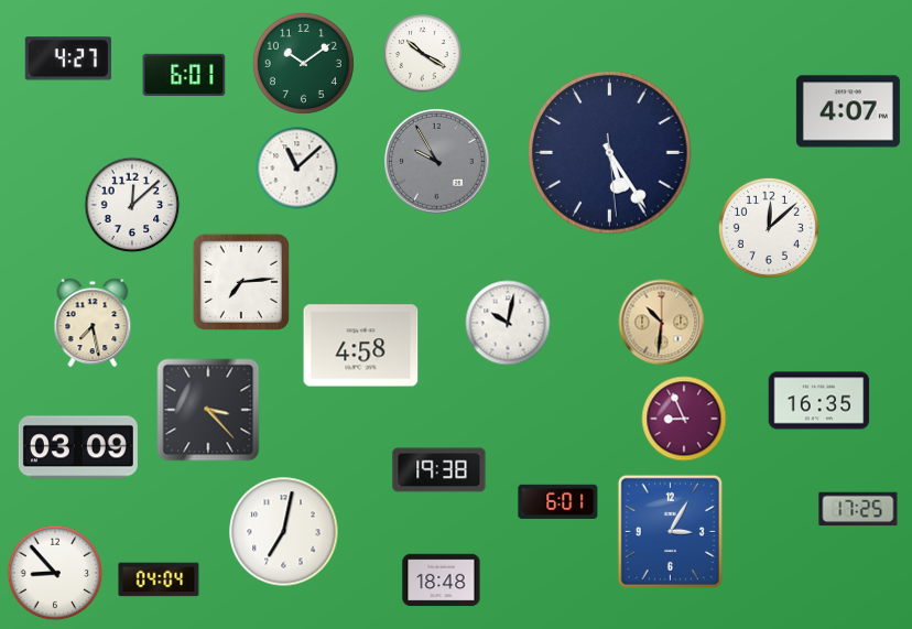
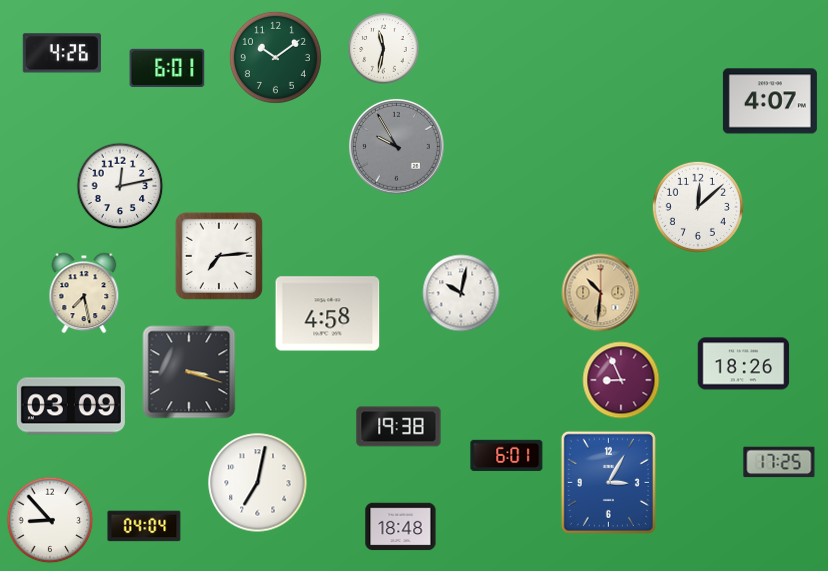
clock at (423, 54): 10:20 -> 11:32
clock at (68, 58): 4:27 -> 4:26
clock at (610, 153): 5:24 -> none
clock at (297, 169): 11:08 -> none
clock at (132, 205): 12:08 -> 12:13
clock at (819, 401): 16:35 -> 18:26
clock at (208, 410): 3:23 -> 3:18
